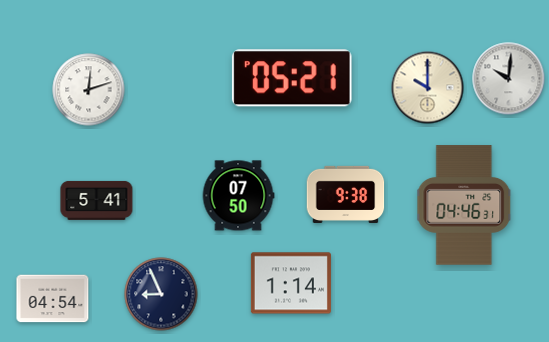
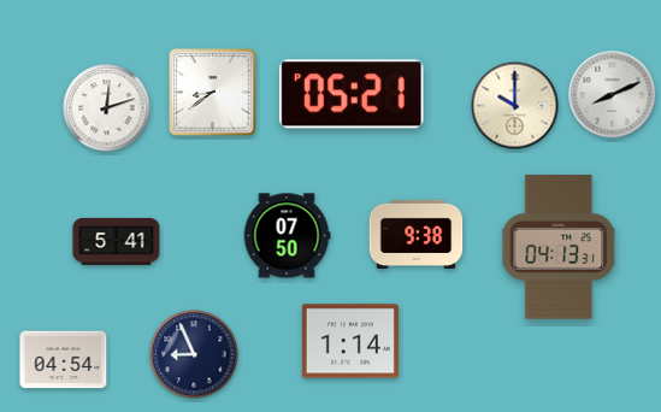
clock at (213, 93): none -> 8:39
clock at (509, 79): 10:01 -> 8:11
clock at (465, 205): 04:46 -> 04:13
